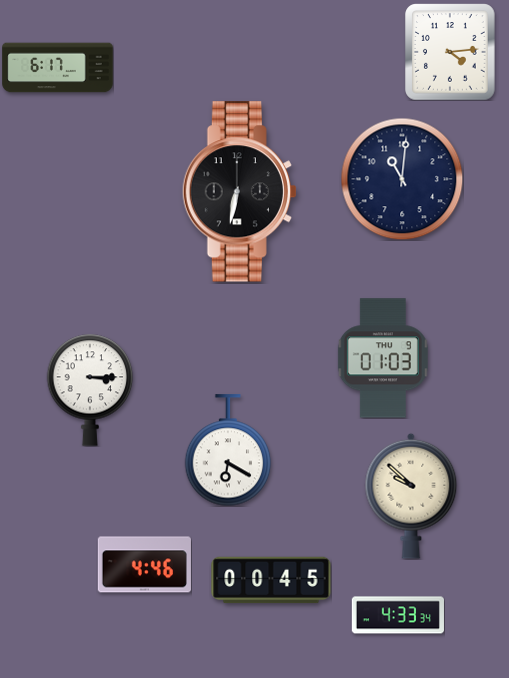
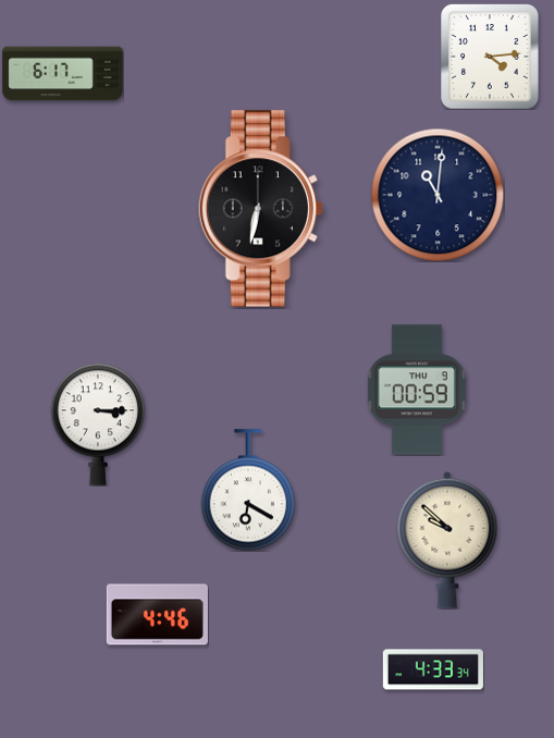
clock at (383, 358): 01:03 -> 00:59
clock at (271, 580): 00:45 -> none
